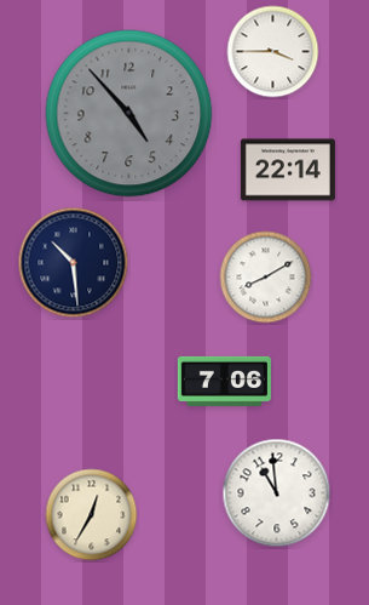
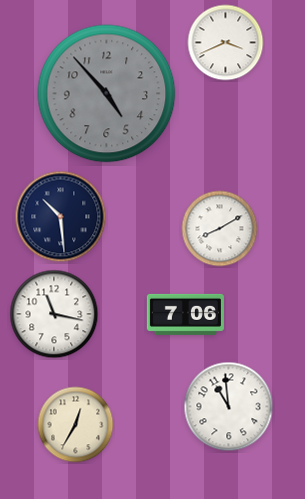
clock at (273, 52): 3:45 -> 3:41
clock at (288, 170): 22:14 -> none
clock at (54, 314): none -> 11:17
